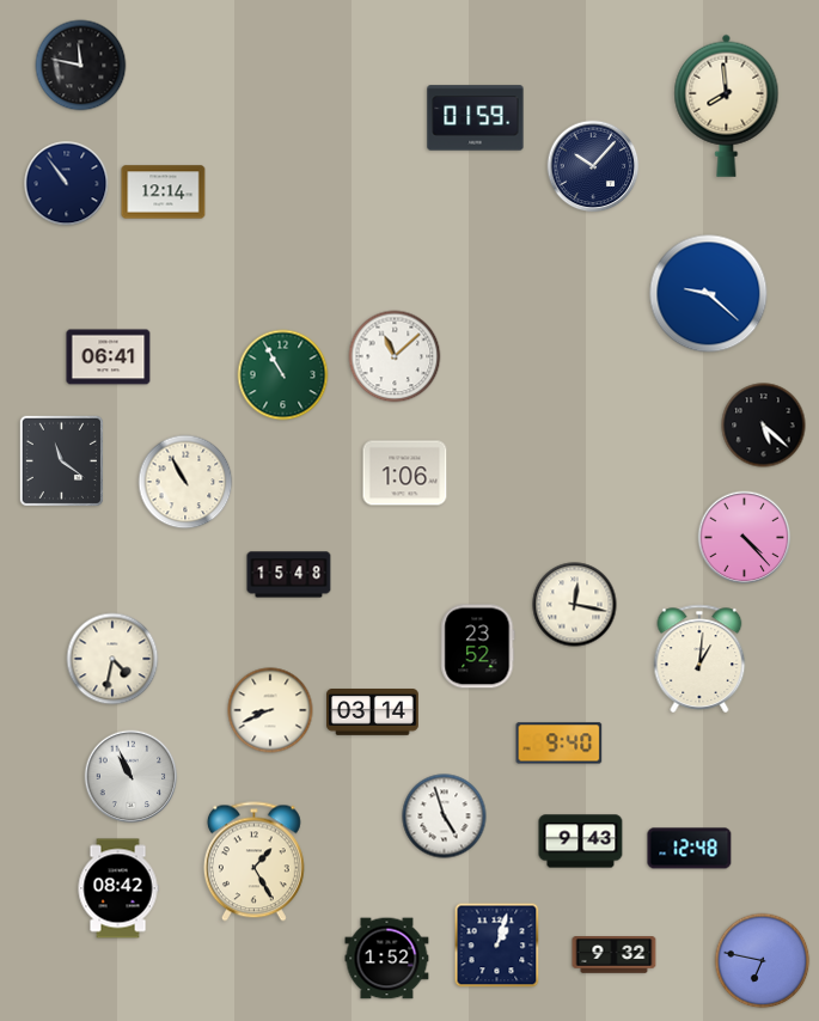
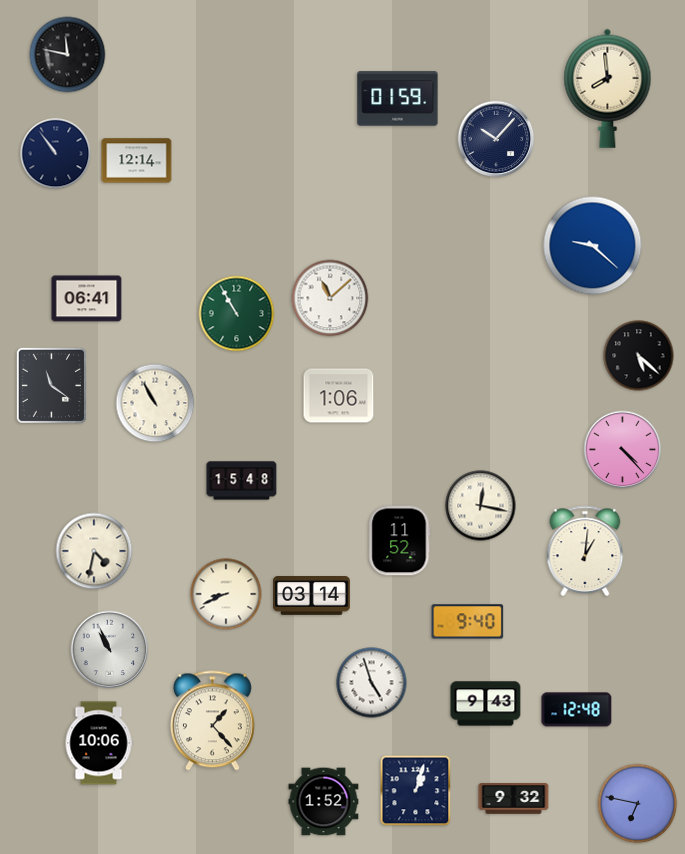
clock at (109, 357) position: (109, 357) -> (87, 299)
clock at (478, 647): 23:52 -> 11:52
clock at (253, 862): 1:25 -> 1:23
clock at (118, 888): 08:42 -> 10:06
